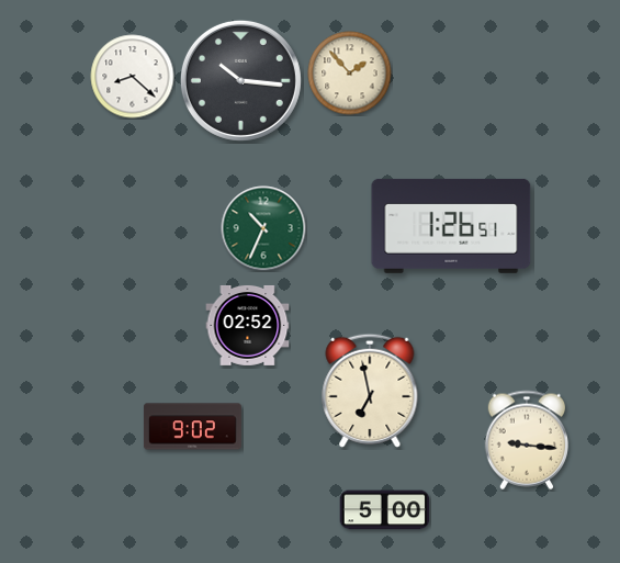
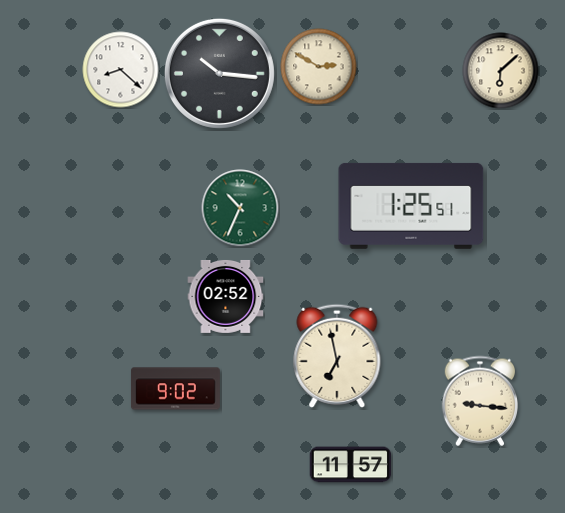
clock at (350, 74): 1:53 -> 2:50
clock at (501, 71): none -> 6:08
clock at (451, 226): 1:26 -> 1:25
clock at (385, 510): 5:00 -> 11:57
